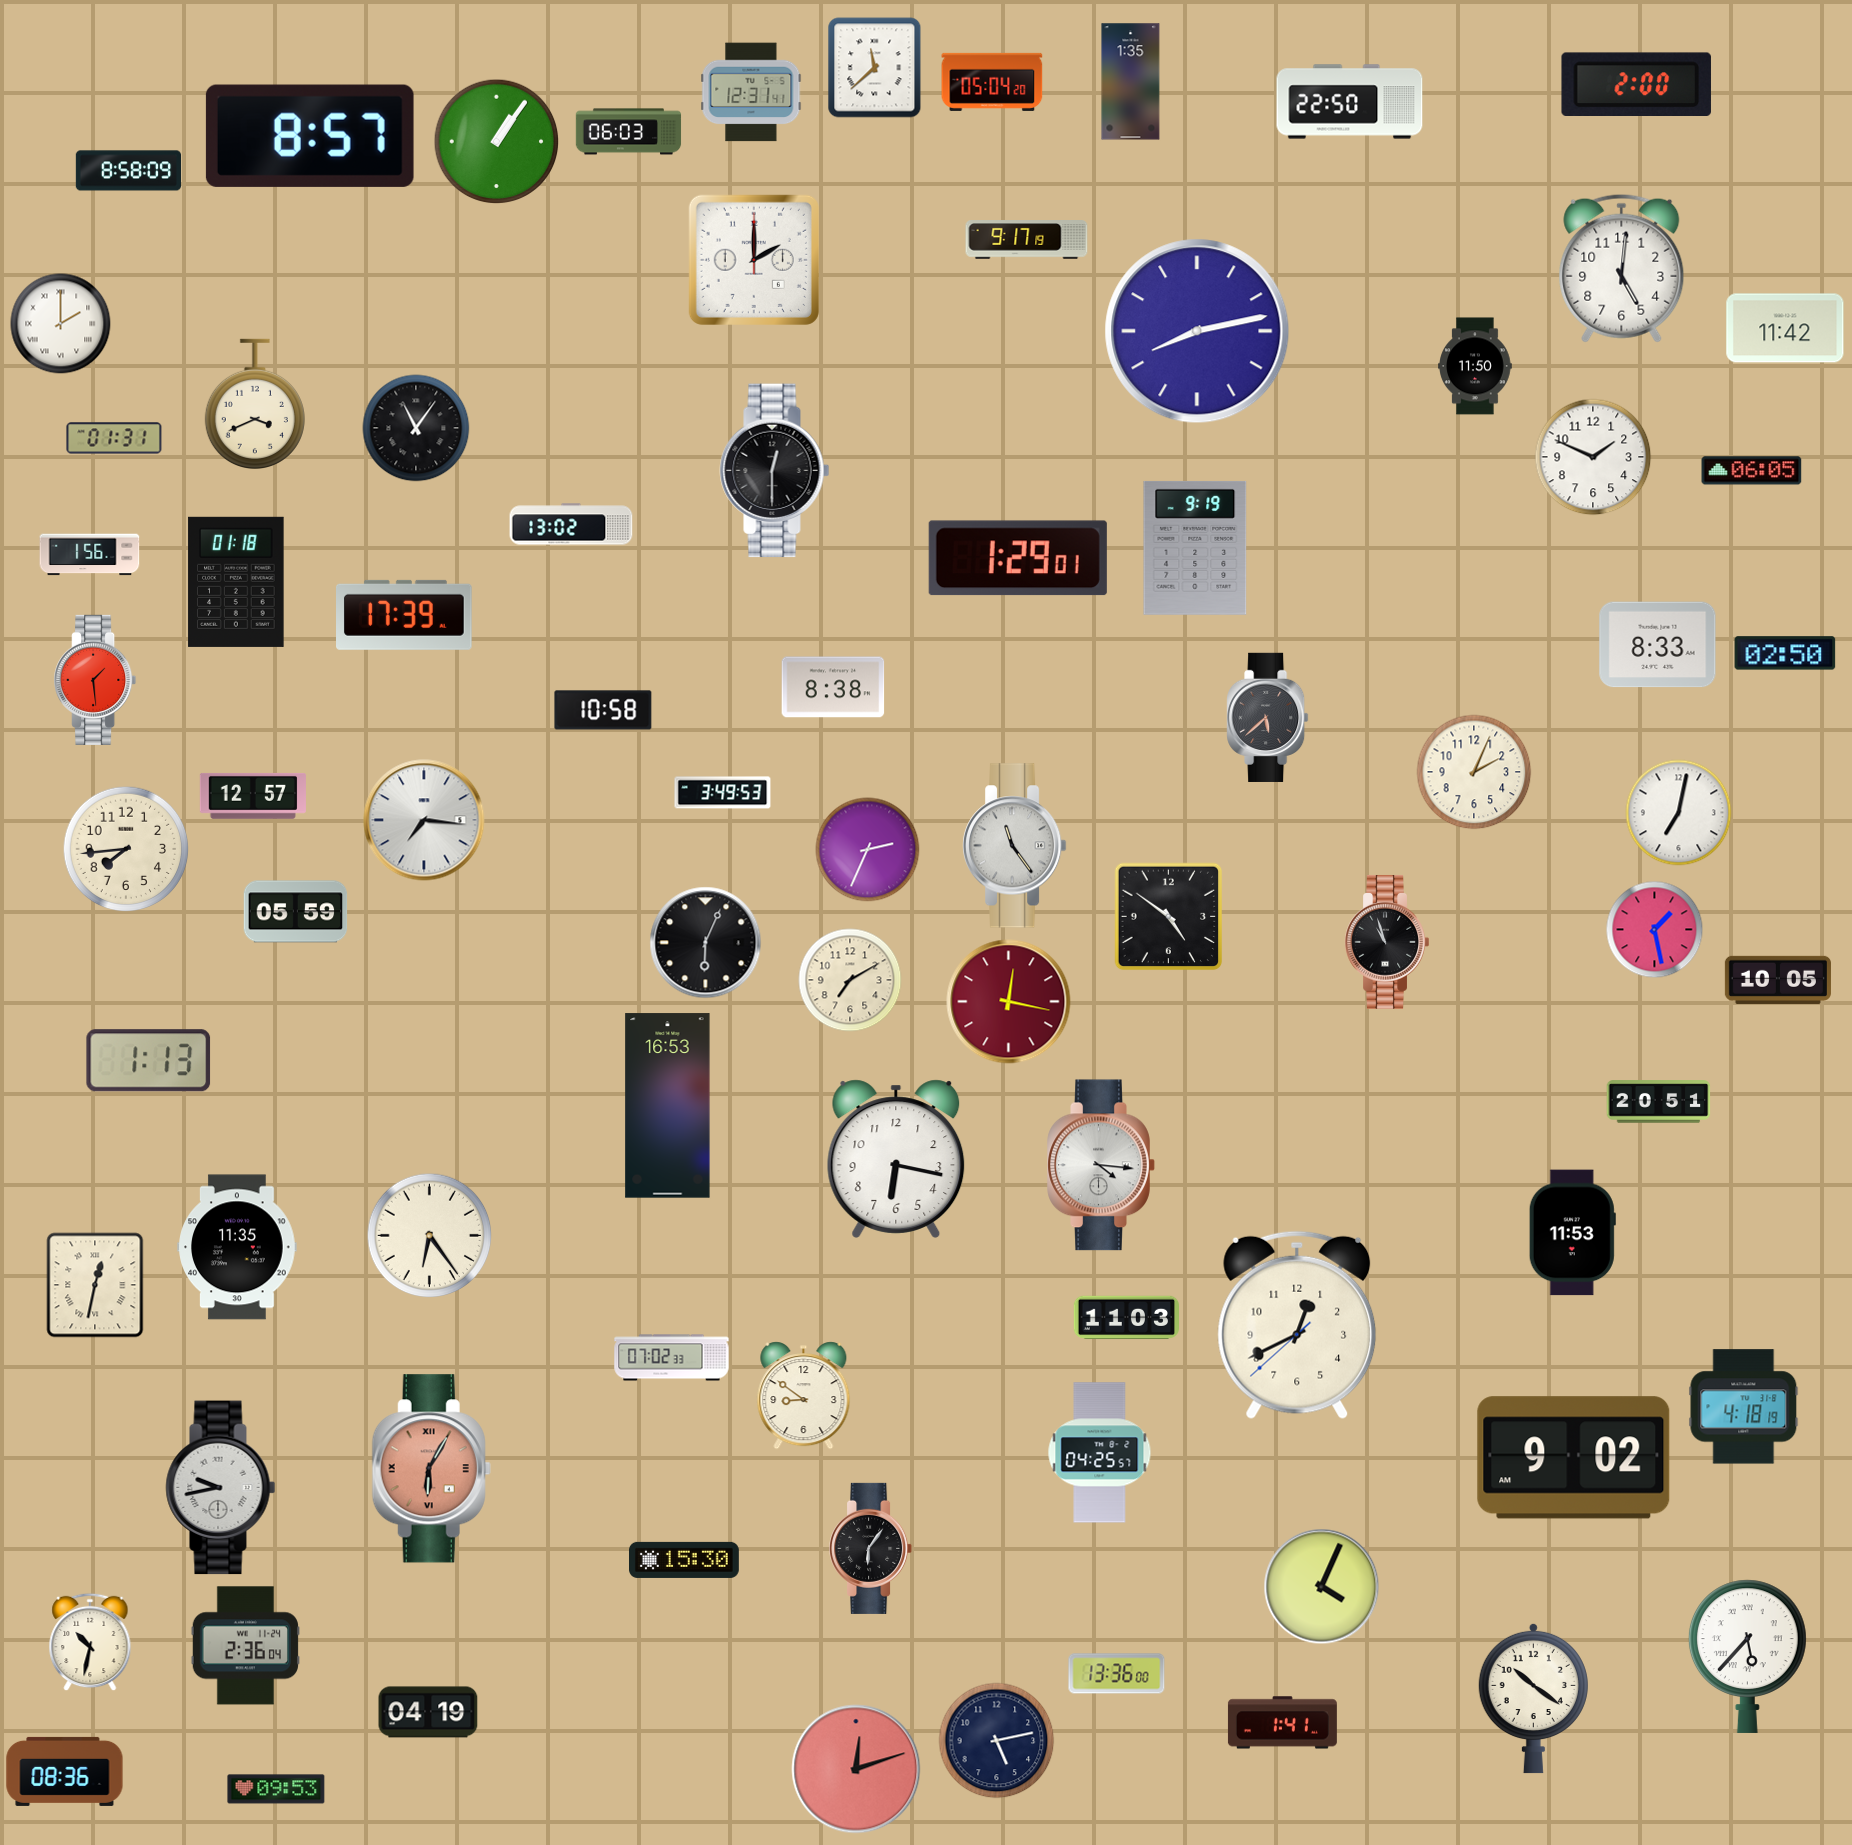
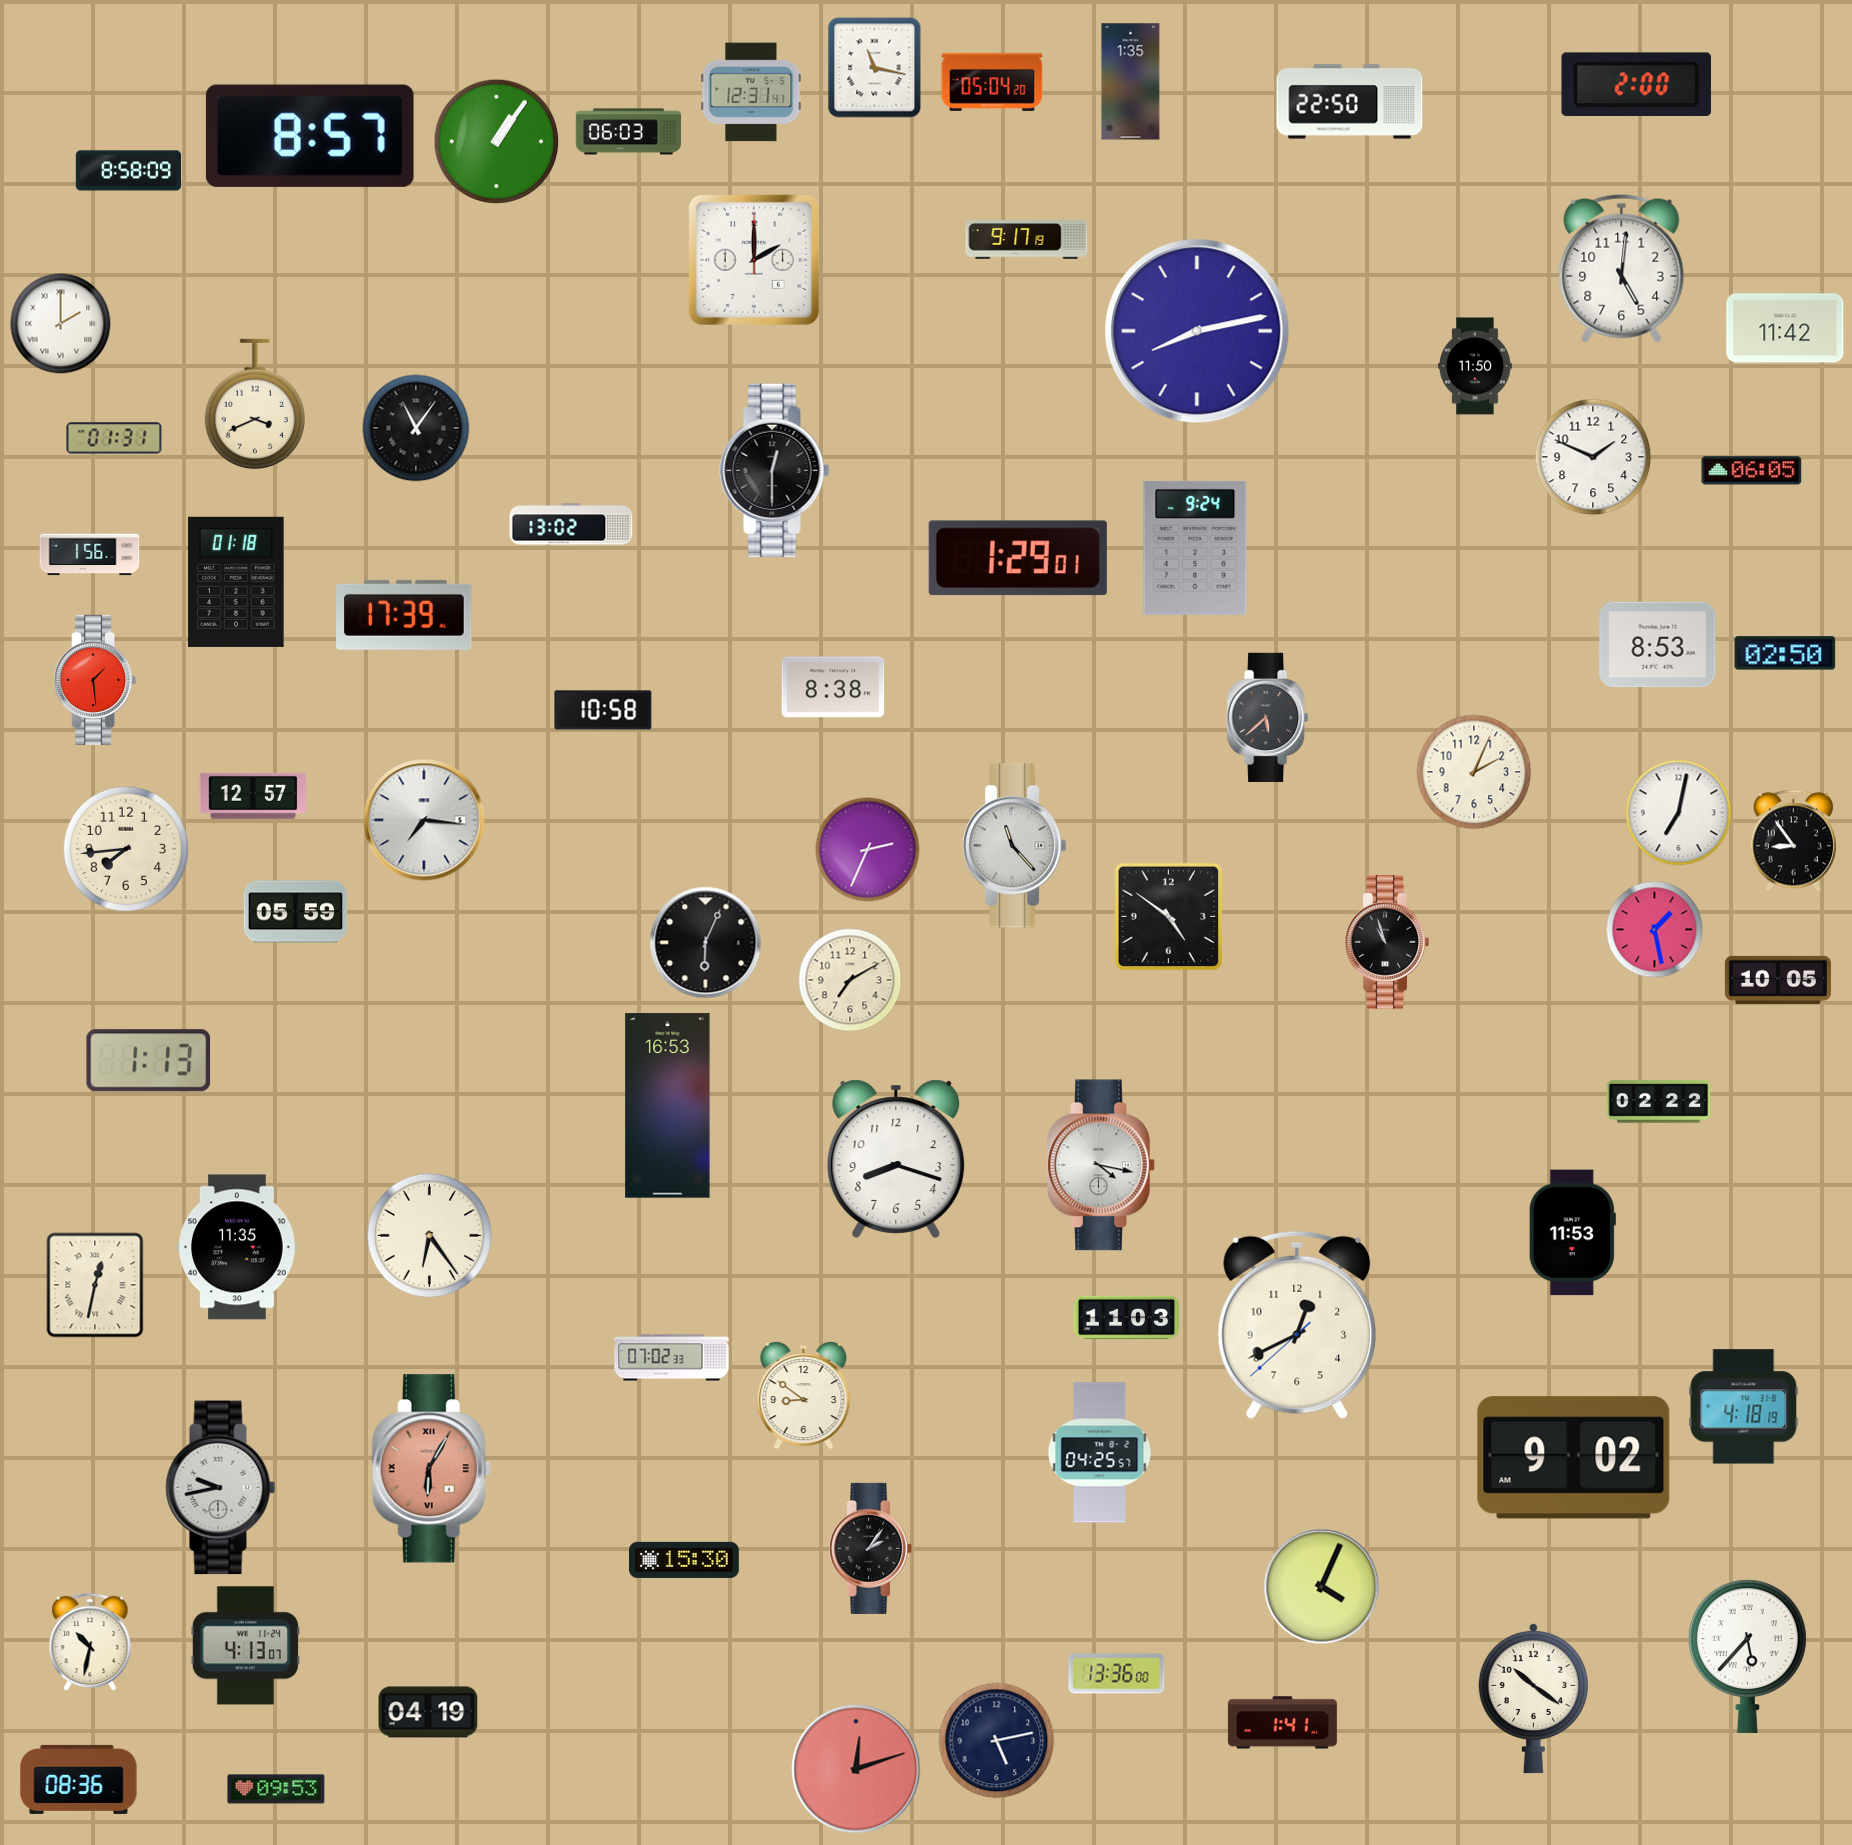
clock at (875, 68): 11:38 -> 11:17
clock at (1195, 548): 9:19 -> 9:24
clock at (1658, 645): 8:33 -> 8:53
clock at (723, 793): 3:49 -> none
clock at (1793, 841): none -> 8:54
clock at (1015, 846): 11:24 -> 11:23
clock at (1009, 1002): 12:17 -> none
clock at (1659, 1102): 20:51 -> 02:22
clock at (896, 1159): 6:17 -> 8:18
clock at (1101, 1165): 4:16 -> 4:17
clock at (871, 1548): 6:06 -> 2:06
clock at (245, 1646): 2:36 -> 4:13
clock at (65, 1771) position: (65, 1771) -> (79, 1779)
